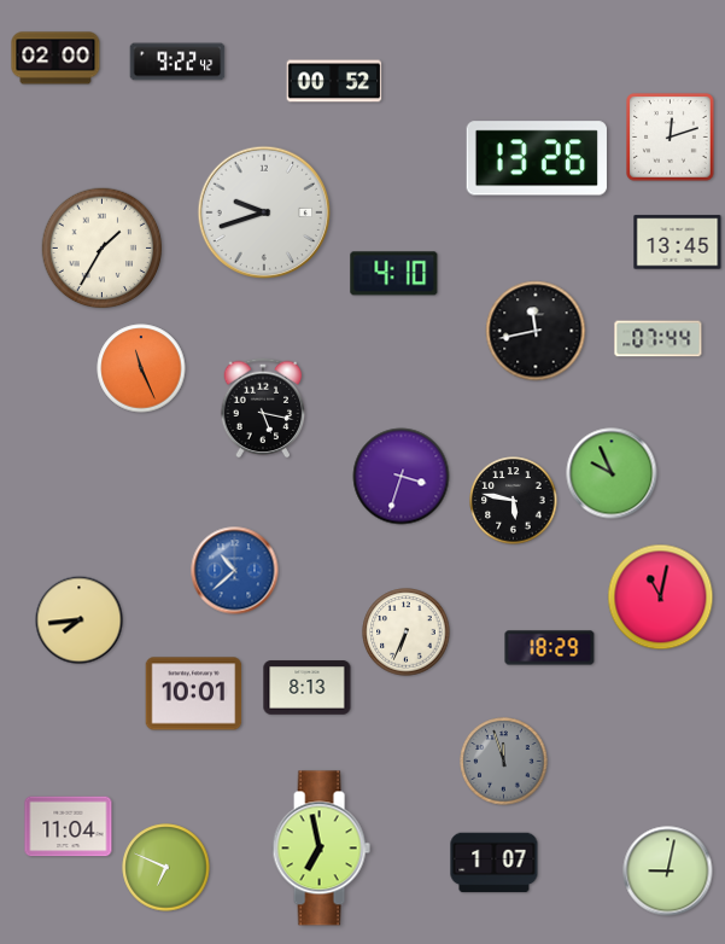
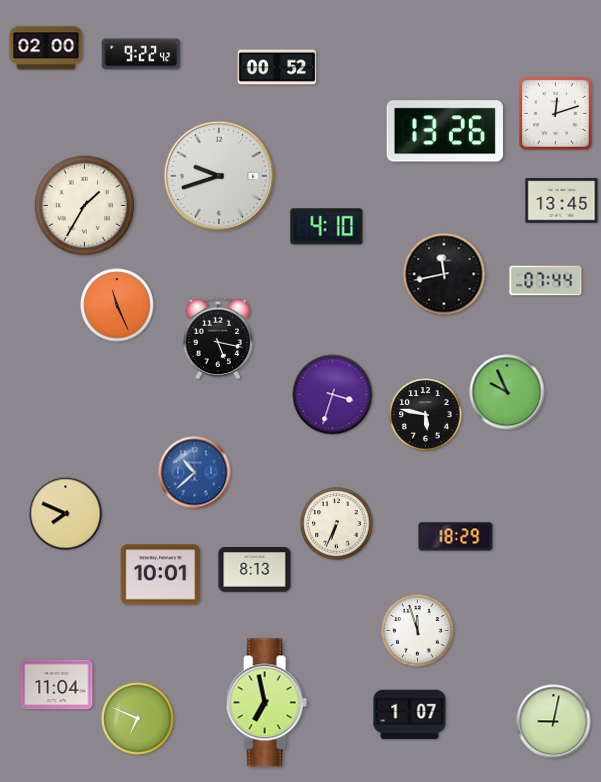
clock at (177, 62) position: (177, 62) -> (141, 54)
clock at (661, 598): 11:02 -> none
clock at (80, 620): 7:44 -> 7:49
clock at (504, 762) dial: grey -> white
